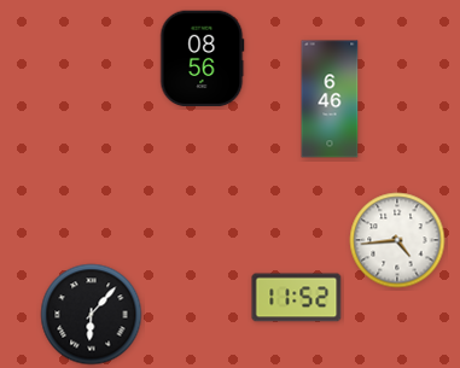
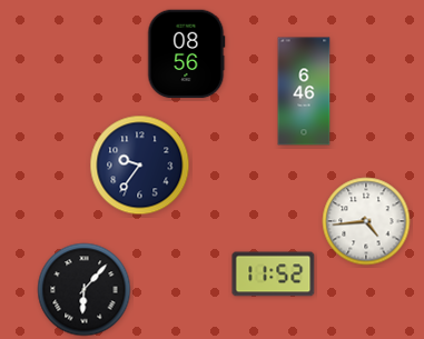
clock at (140, 166): none -> 9:36
